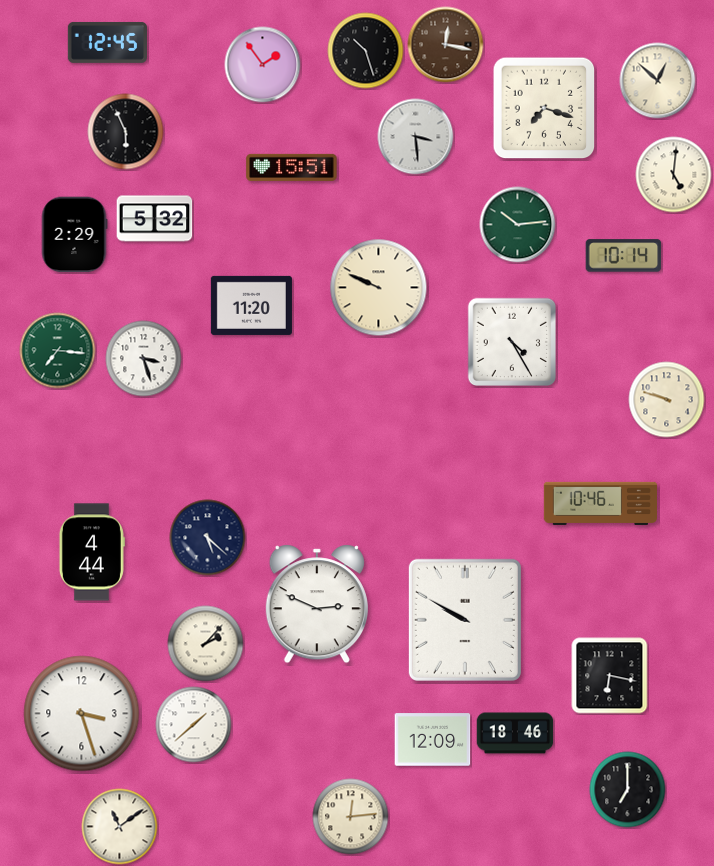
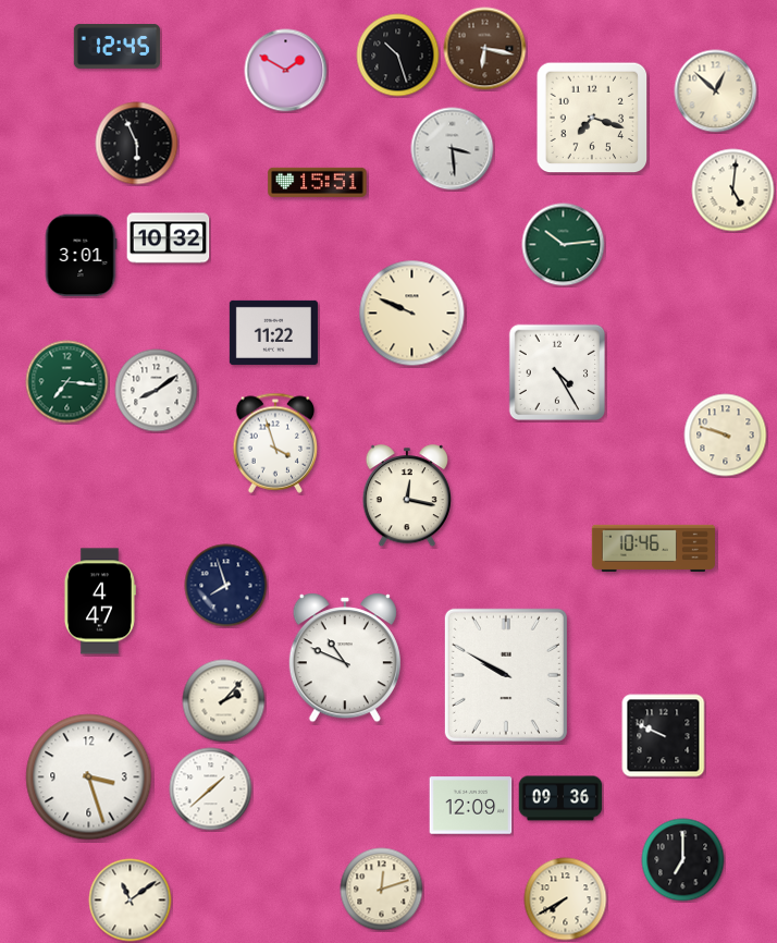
clock at (446, 45): 12:17 -> 6:17
clock at (263, 65): 1:54 -> 1:50
clock at (658, 81) position: (658, 81) -> (716, 91)
clock at (155, 219): 5:32 -> 10:32
clock at (74, 235): 2:29 -> 3:01
clock at (624, 256): 10:14 -> none
clock at (251, 305): 11:20 -> 11:22
clock at (58, 351) position: (58, 351) -> (67, 382)
clock at (144, 359): 3:27 -> 8:09
clock at (275, 443): none -> 3:57
clock at (407, 497): none -> 12:17
clock at (208, 538): 5:22 -> 7:57
clock at (92, 552): 4:44 -> 4:47
clock at (317, 604): 2:49 -> 10:49
clock at (610, 676): 6:17 -> 9:49
clock at (515, 733): 18:46 -> 09:36
clock at (351, 817): 12:14 -> 12:12
clock at (566, 899): none -> 7:40
